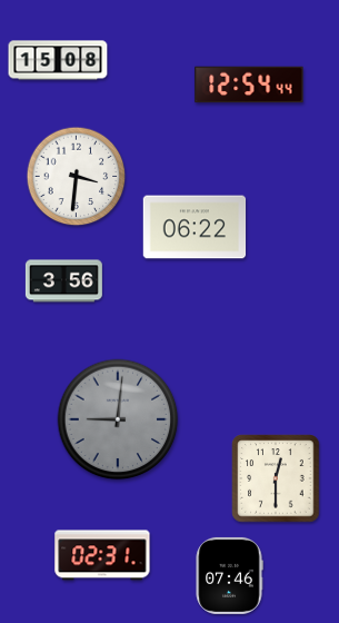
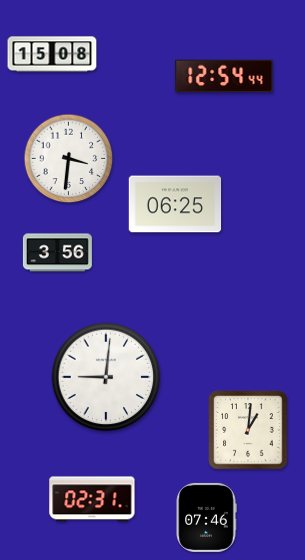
clock at (195, 227): 06:22 -> 06:25
clock at (118, 419) dial: grey -> white
clock at (276, 478): 12:30 -> 1:01
